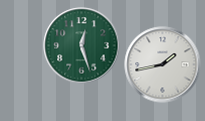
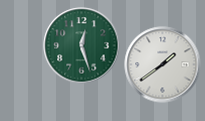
clock at (163, 65): 1:43 -> 1:39
